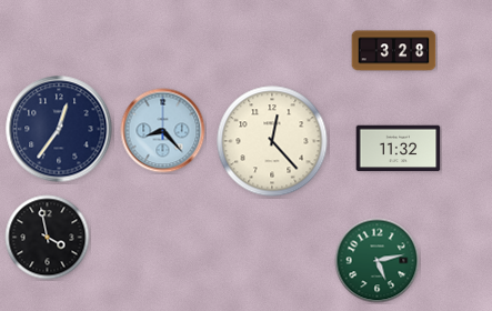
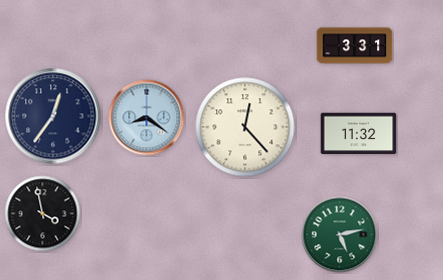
clock at (394, 51): 3:28 -> 3:31
clock at (163, 131): 8:23 -> 8:21
